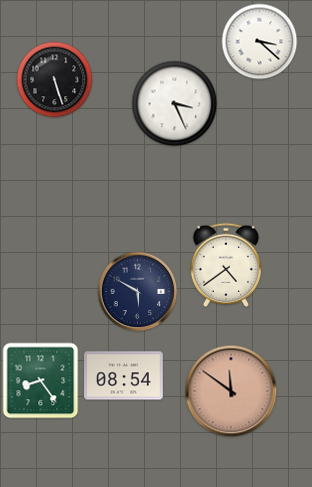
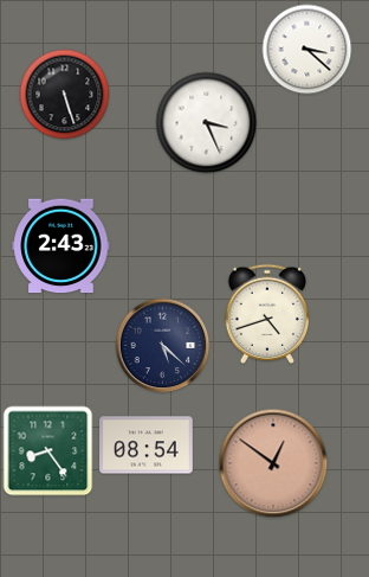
clock at (61, 246): none -> 2:43
clock at (225, 265): 4:39 -> 4:42
clock at (138, 292): 5:50 -> 5:22
clock at (231, 391): 11:51 -> 12:51
